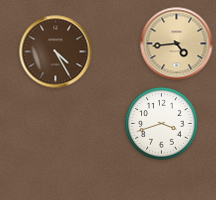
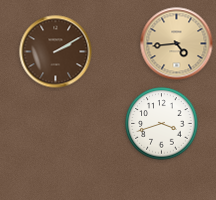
clock at (56, 52): 4:25 -> 2:10
